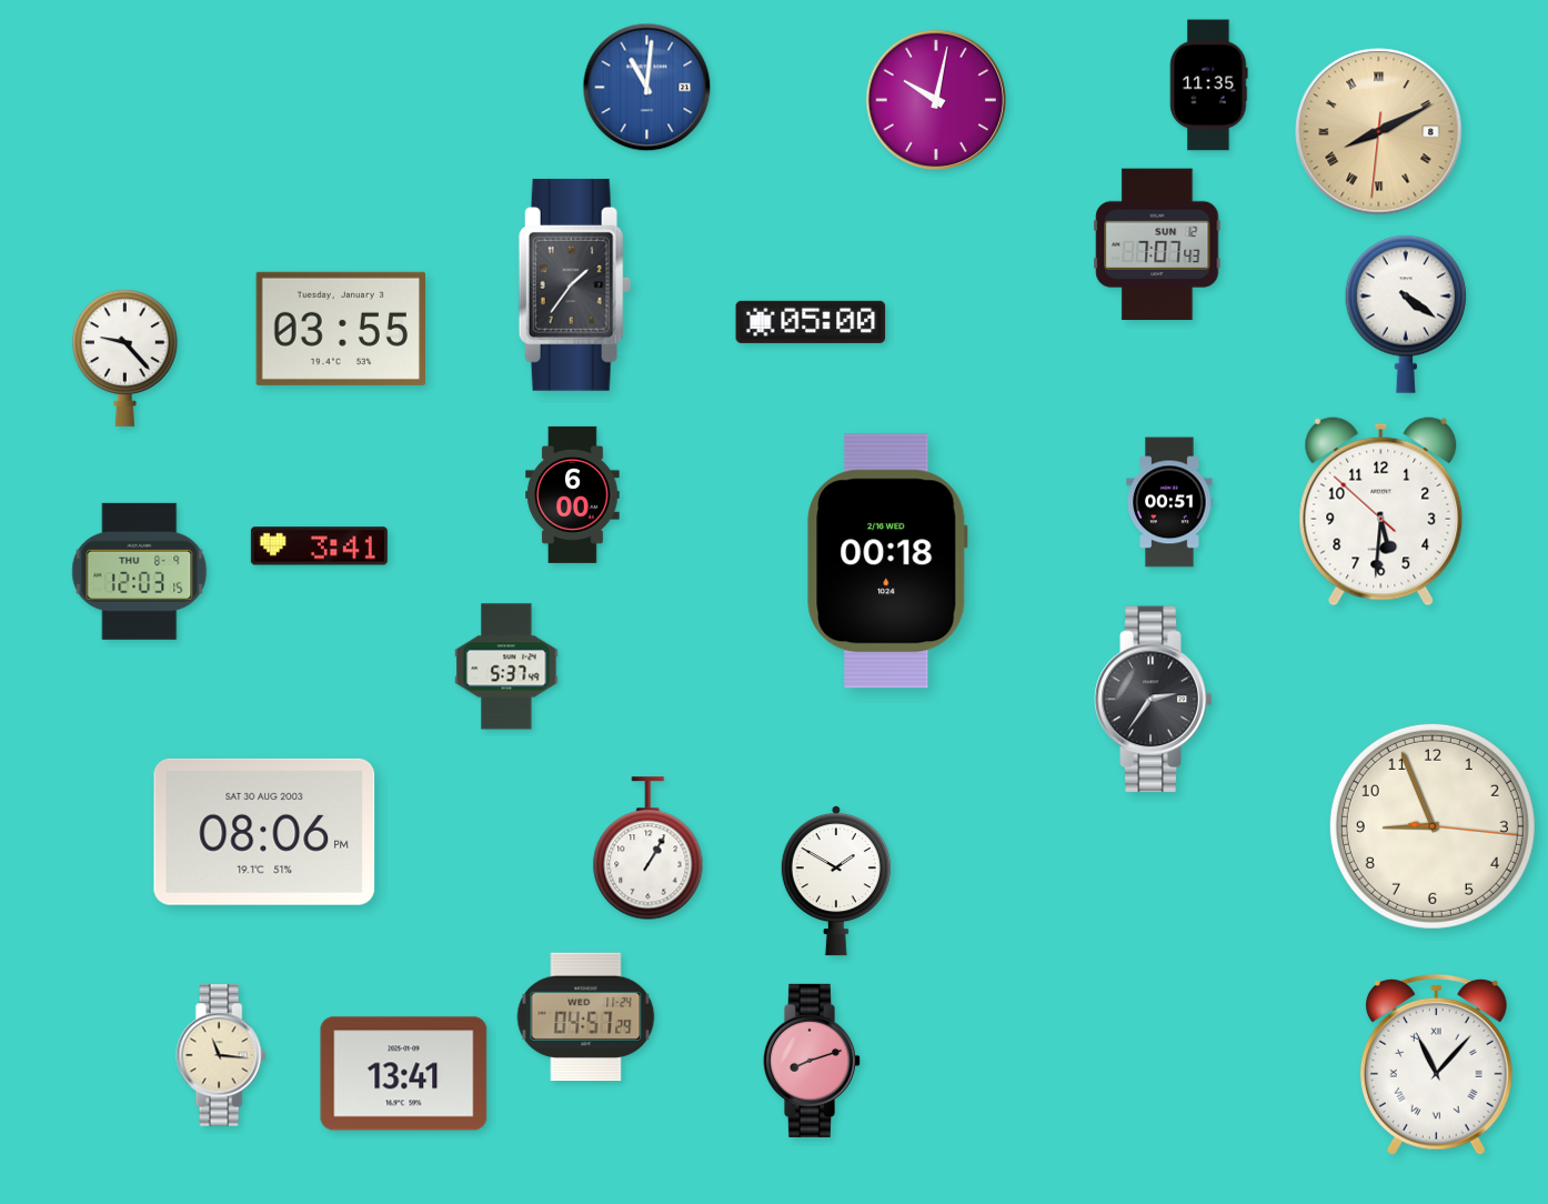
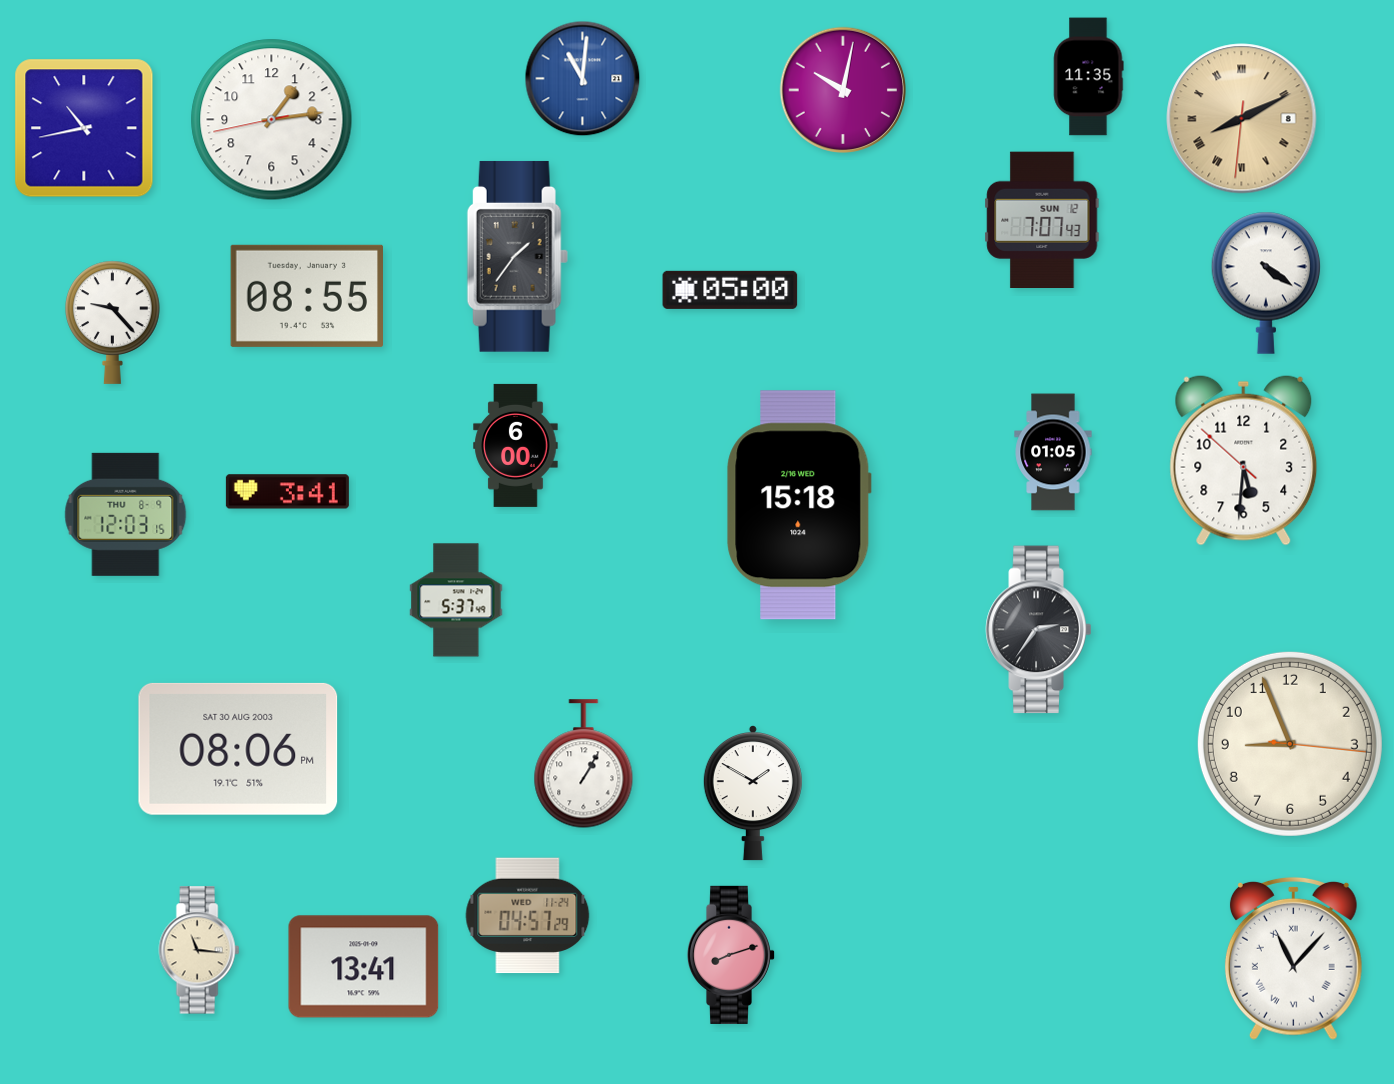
clock at (272, 120): none -> 1:13
clock at (84, 128): none -> 10:43
clock at (340, 329): 03:55 -> 08:55
clock at (1169, 502): 00:51 -> 01:05
clock at (887, 561): 00:18 -> 15:18
